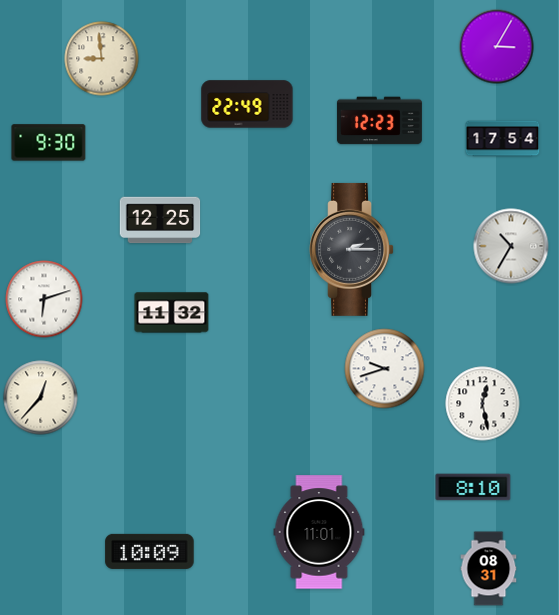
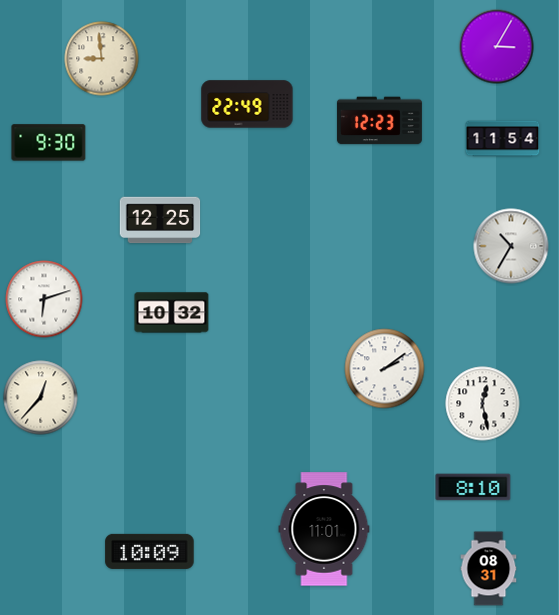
clock at (503, 139): 17:54 -> 11:54
clock at (351, 249): 2:15 -> none
clock at (172, 313): 11:32 -> 10:32
clock at (385, 369): 9:42 -> 2:09
clock at (319, 532) position: (319, 532) -> (324, 529)
